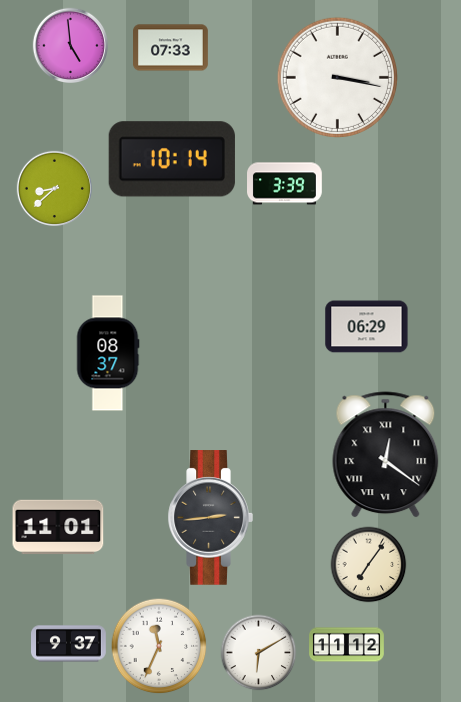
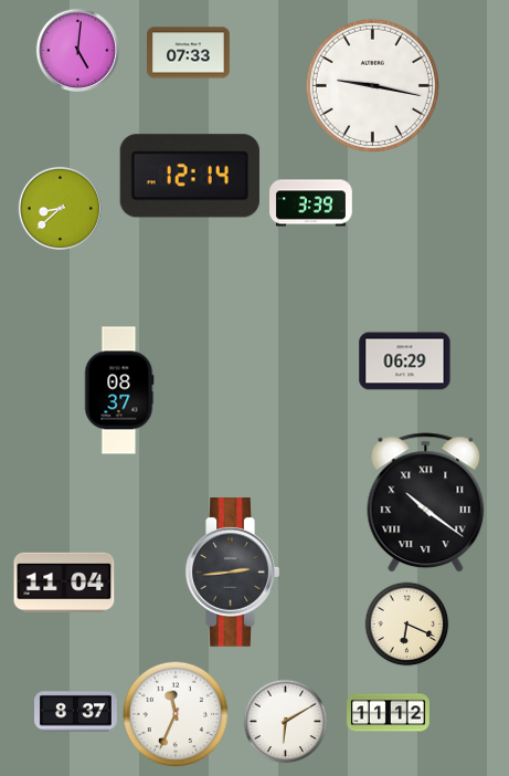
clock at (70, 45): 4:59 -> 5:01
clock at (337, 77): 3:17 -> 9:17
clock at (172, 159): 10:14 -> 12:14
clock at (285, 184) position: (285, 184) -> (311, 203)
clock at (386, 455): 12:21 -> 10:21
clock at (58, 527): 11:01 -> 11:04
clock at (369, 565): 7:06 -> 6:19
clock at (69, 644): 9:37 -> 8:37
clock at (347, 645) position: (347, 645) -> (389, 713)
